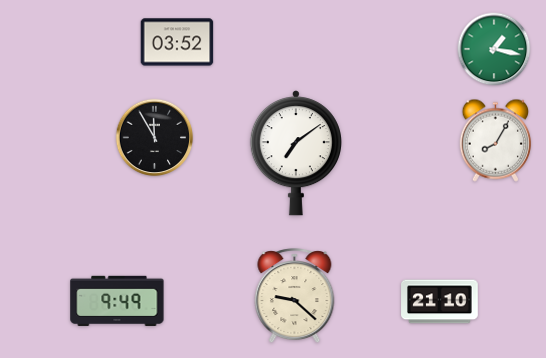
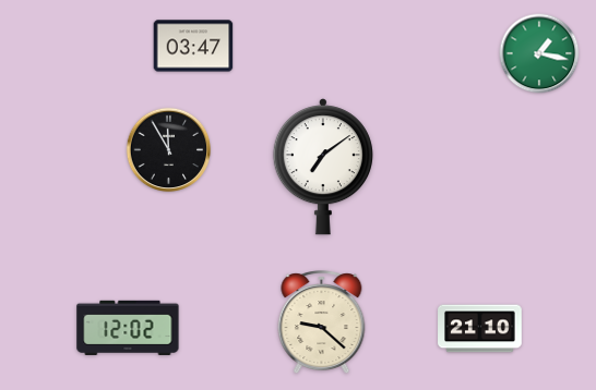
clock at (177, 42): 03:52 -> 03:47
clock at (496, 140): 8:05 -> none
clock at (117, 301): 9:49 -> 12:02
